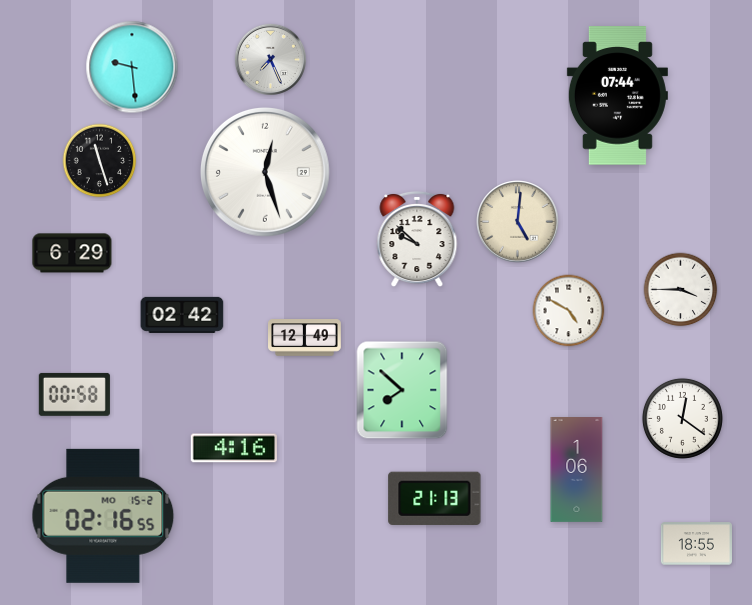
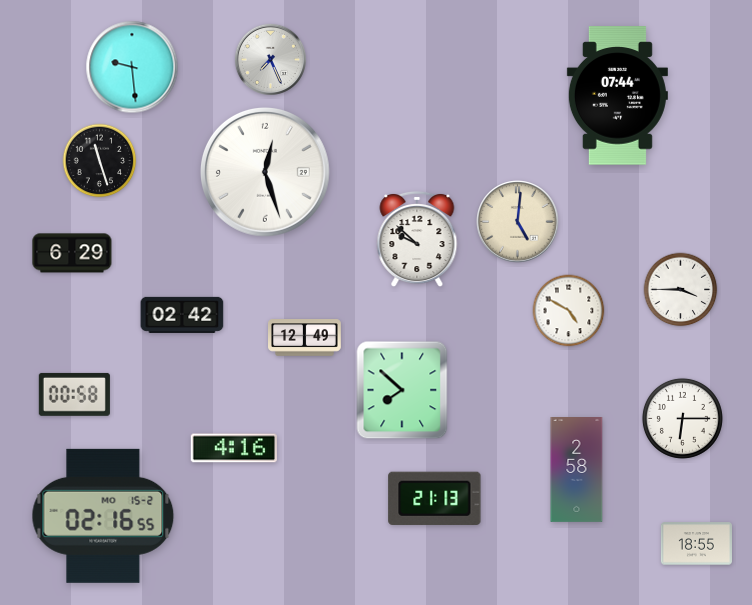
clock at (682, 418): 12:21 -> 6:15
clock at (577, 470): 1:06 -> 2:58
